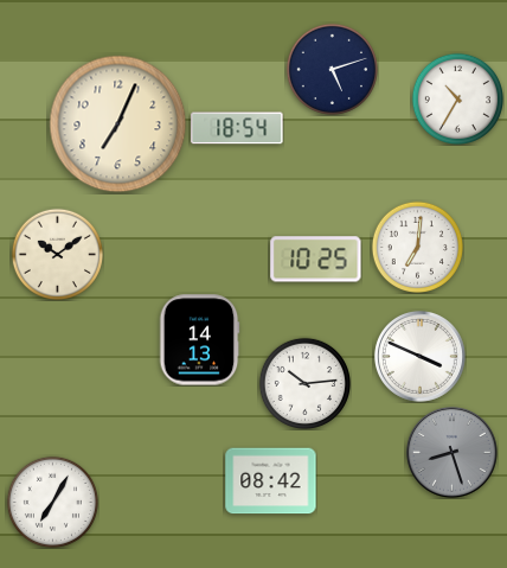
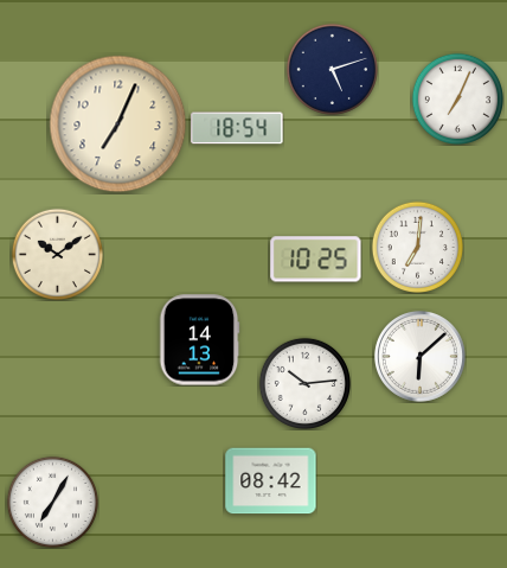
clock at (457, 98): 10:35 -> 7:04
clock at (419, 356): 3:49 -> 6:08
clock at (451, 452): 8:27 -> none
